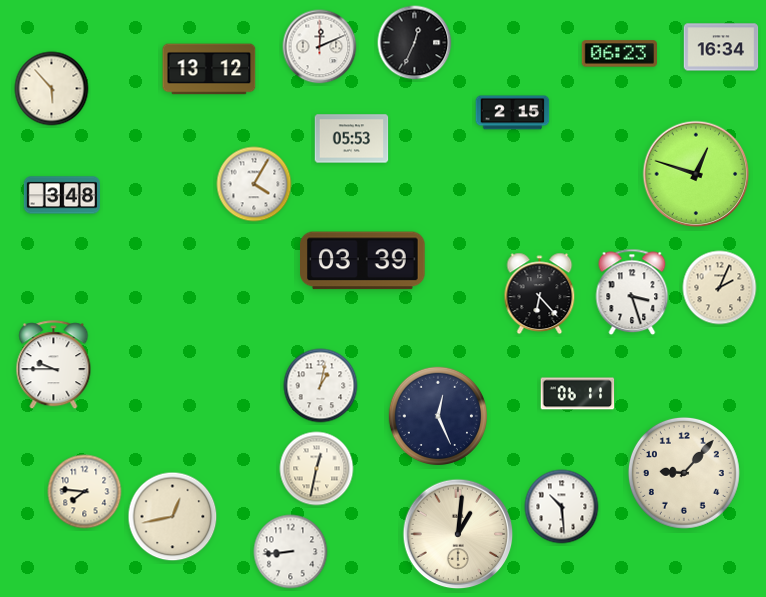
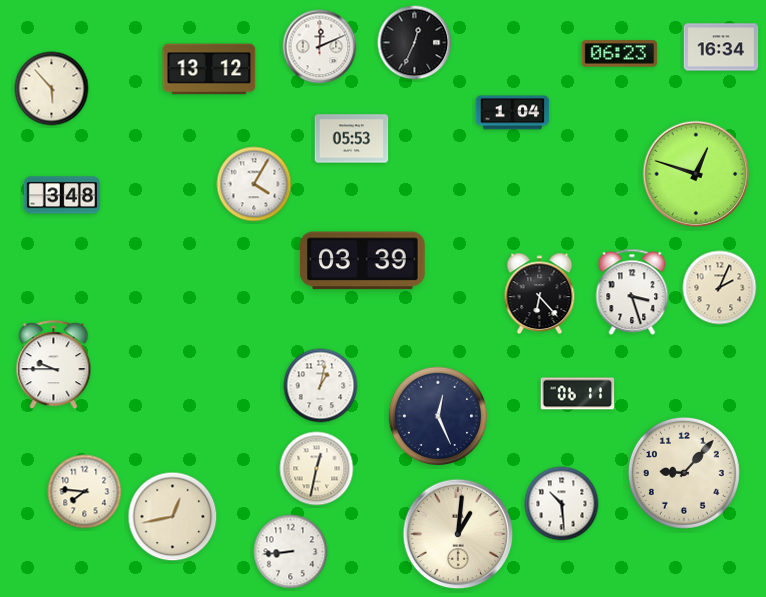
clock at (513, 113): 2:15 -> 1:04
clock at (562, 507) position: (562, 507) -> (562, 504)
